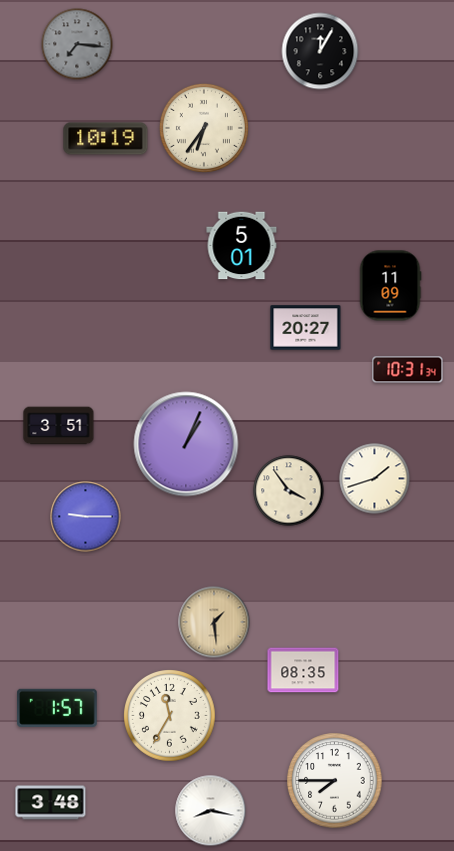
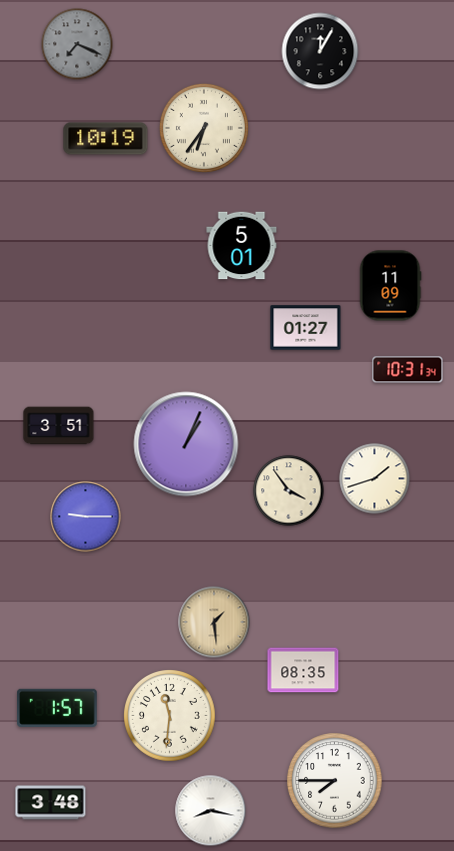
clock at (77, 44): 7:16 -> 7:19
clock at (306, 328): 20:27 -> 01:27
clock at (170, 716): 11:35 -> 11:31
